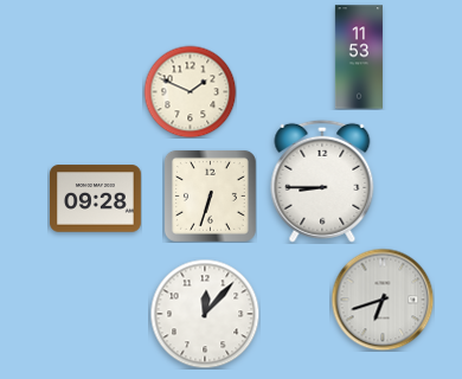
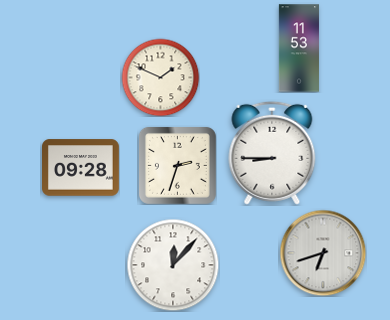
clock at (359, 57) position: (359, 57) -> (299, 48)
clock at (210, 195): 6:33 -> 2:33
